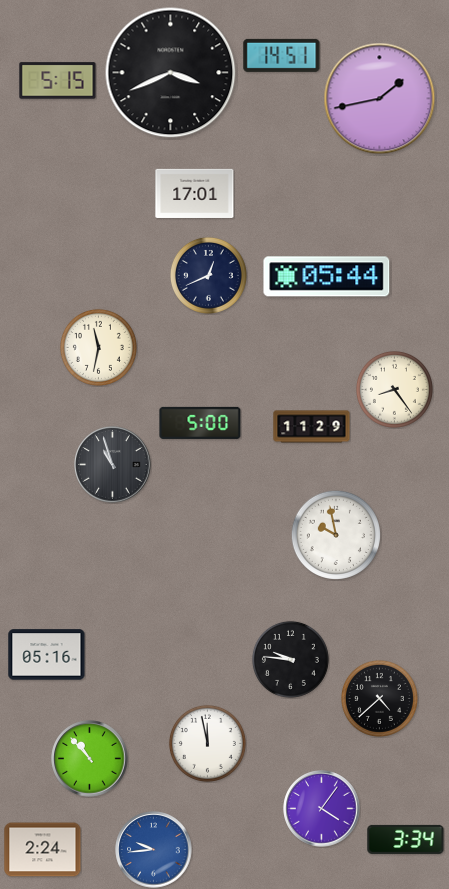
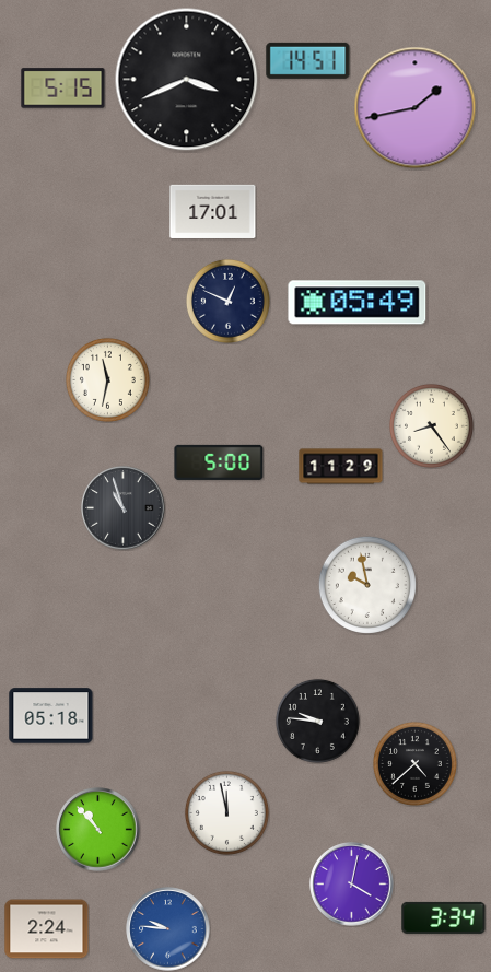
clock at (208, 275): 12:41 -> 12:49
clock at (327, 277): 05:44 -> 05:49
clock at (47, 655): 05:16 -> 05:18
clock at (322, 809): 4:06 -> 4:02
clock at (154, 850): 9:44 -> 9:46
